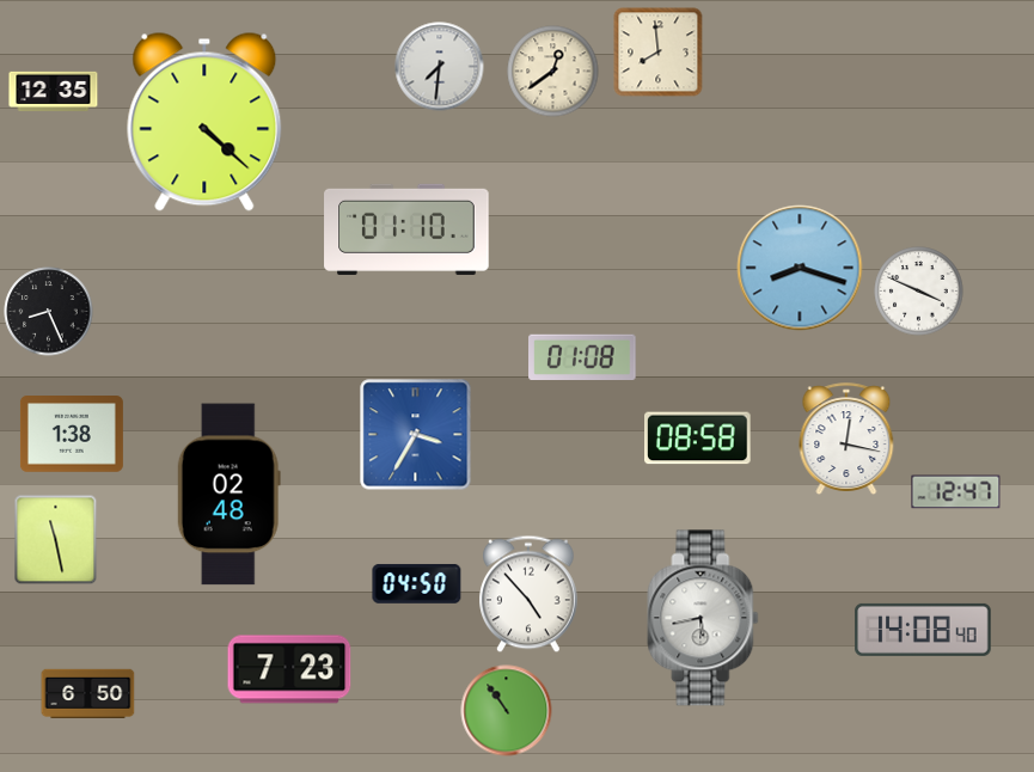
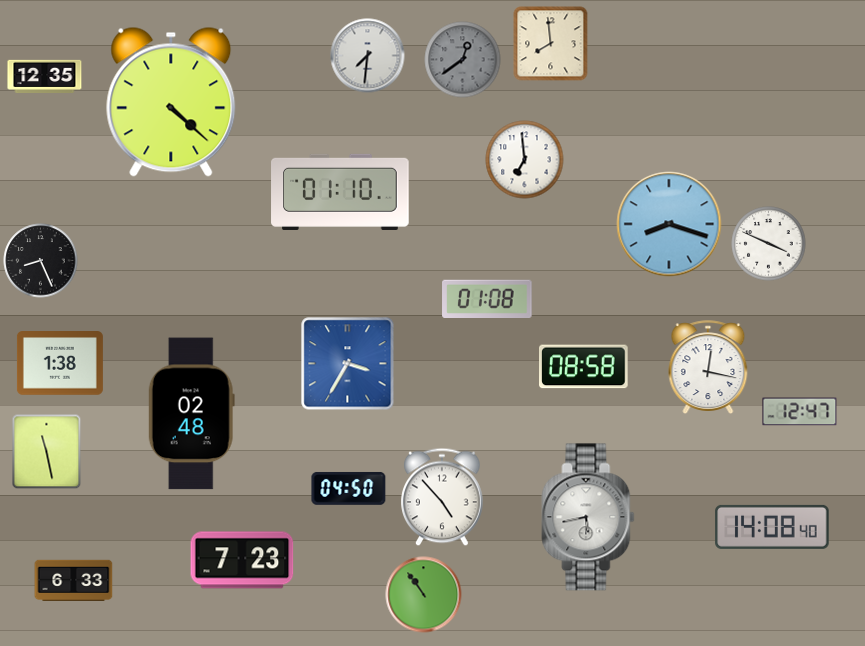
clock at (553, 72) dial: cream -> grey
clock at (525, 160): none -> 6:59
clock at (88, 693): 6:50 -> 6:33
